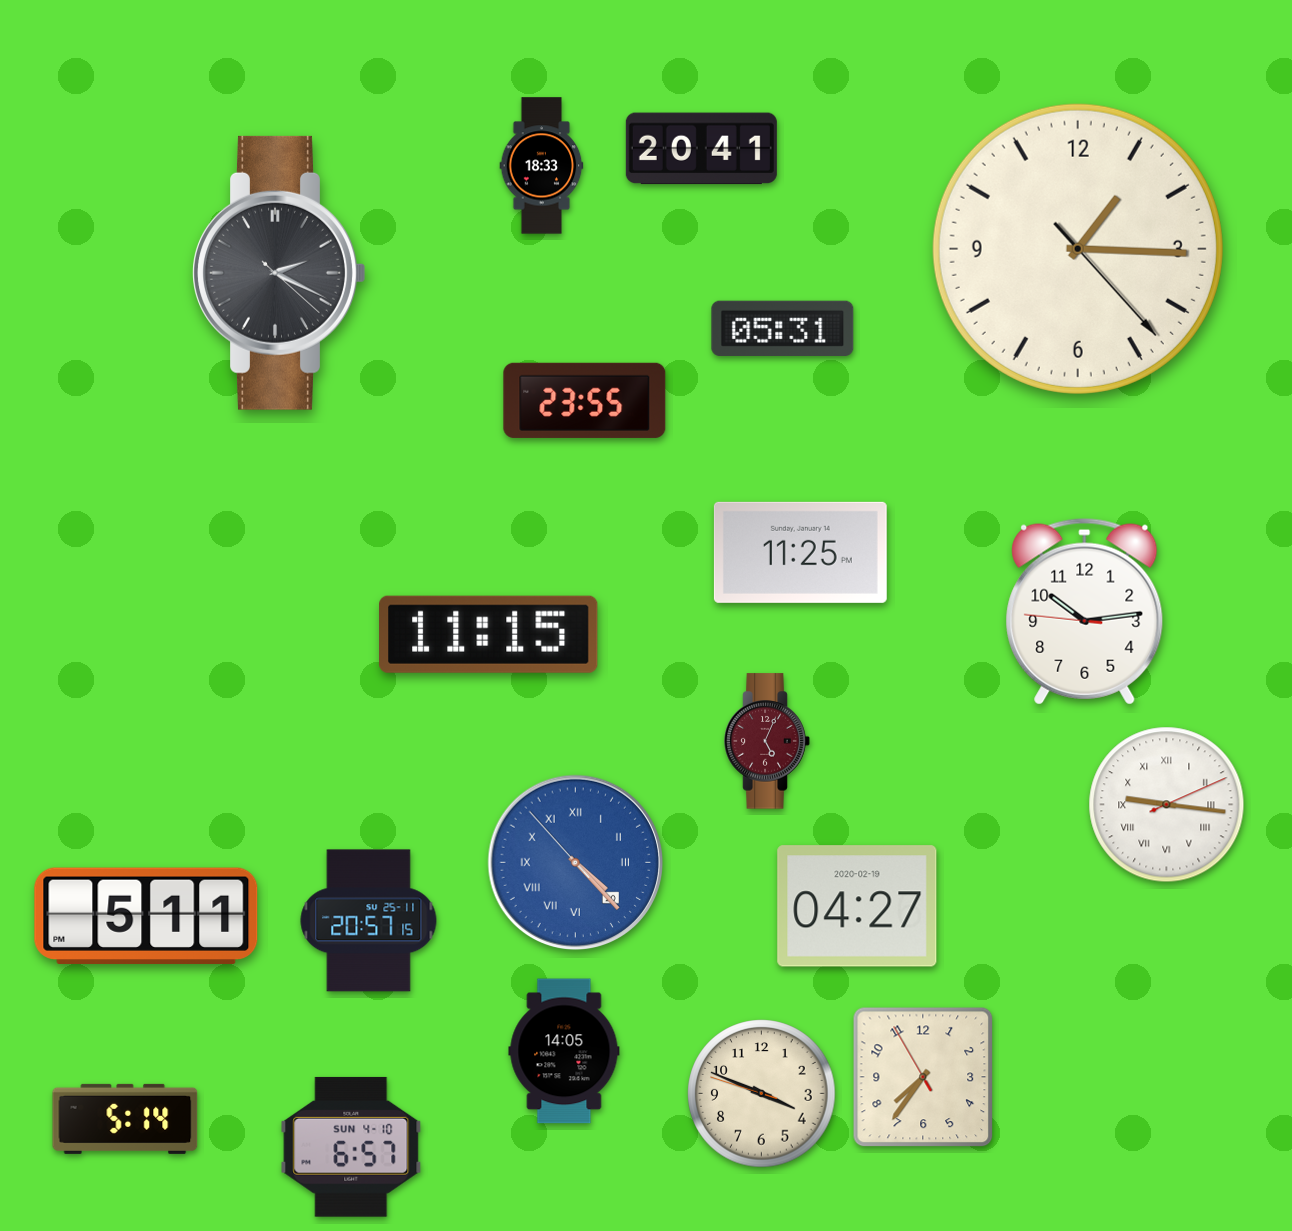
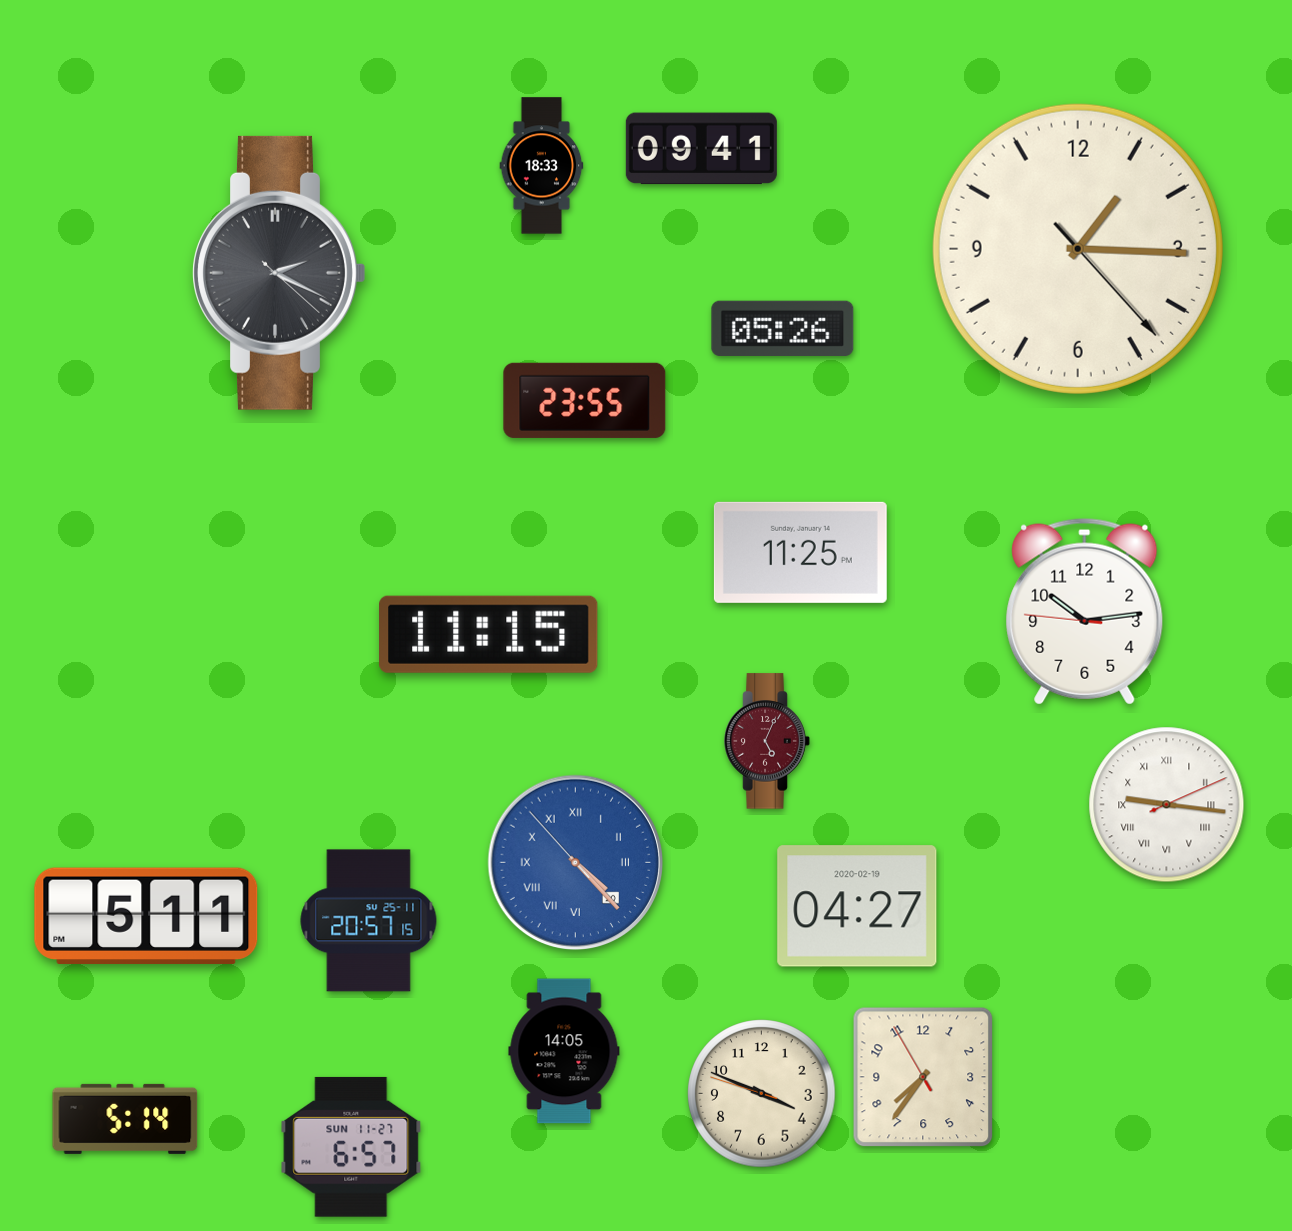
clock at (701, 149): 20:41 -> 09:41
clock at (783, 328): 05:31 -> 05:26
clock at (351, 1147) date: SUN 4-10 -> SUN 11-27
